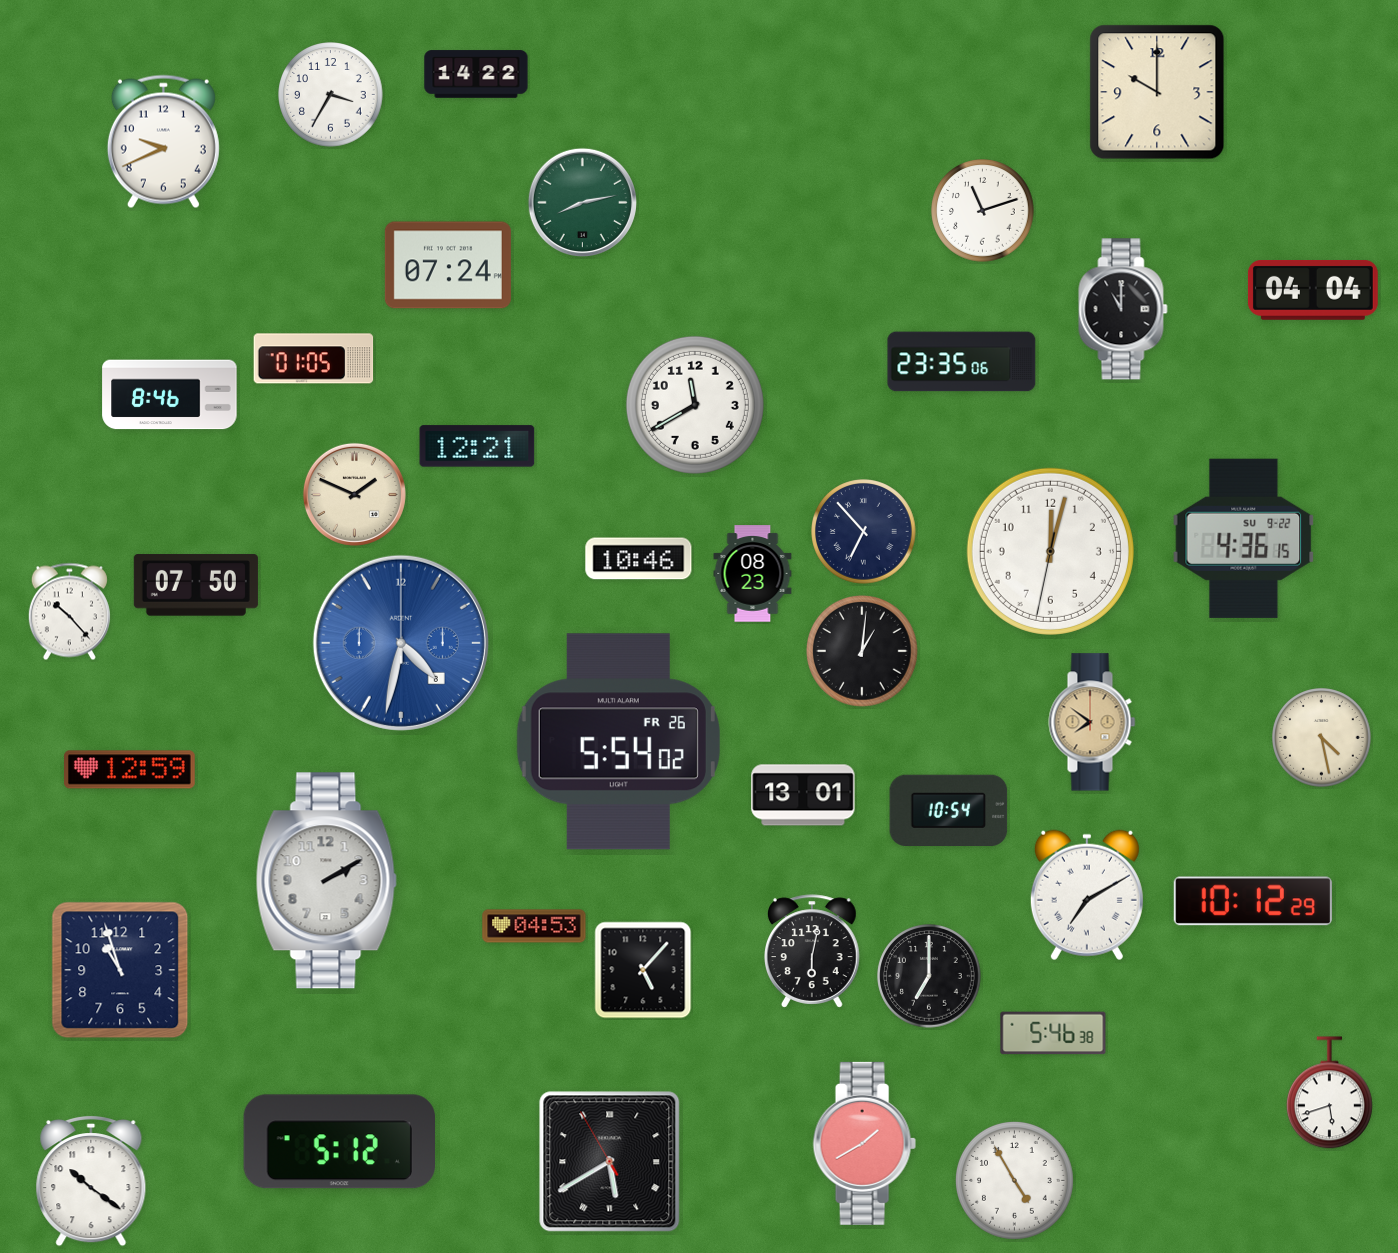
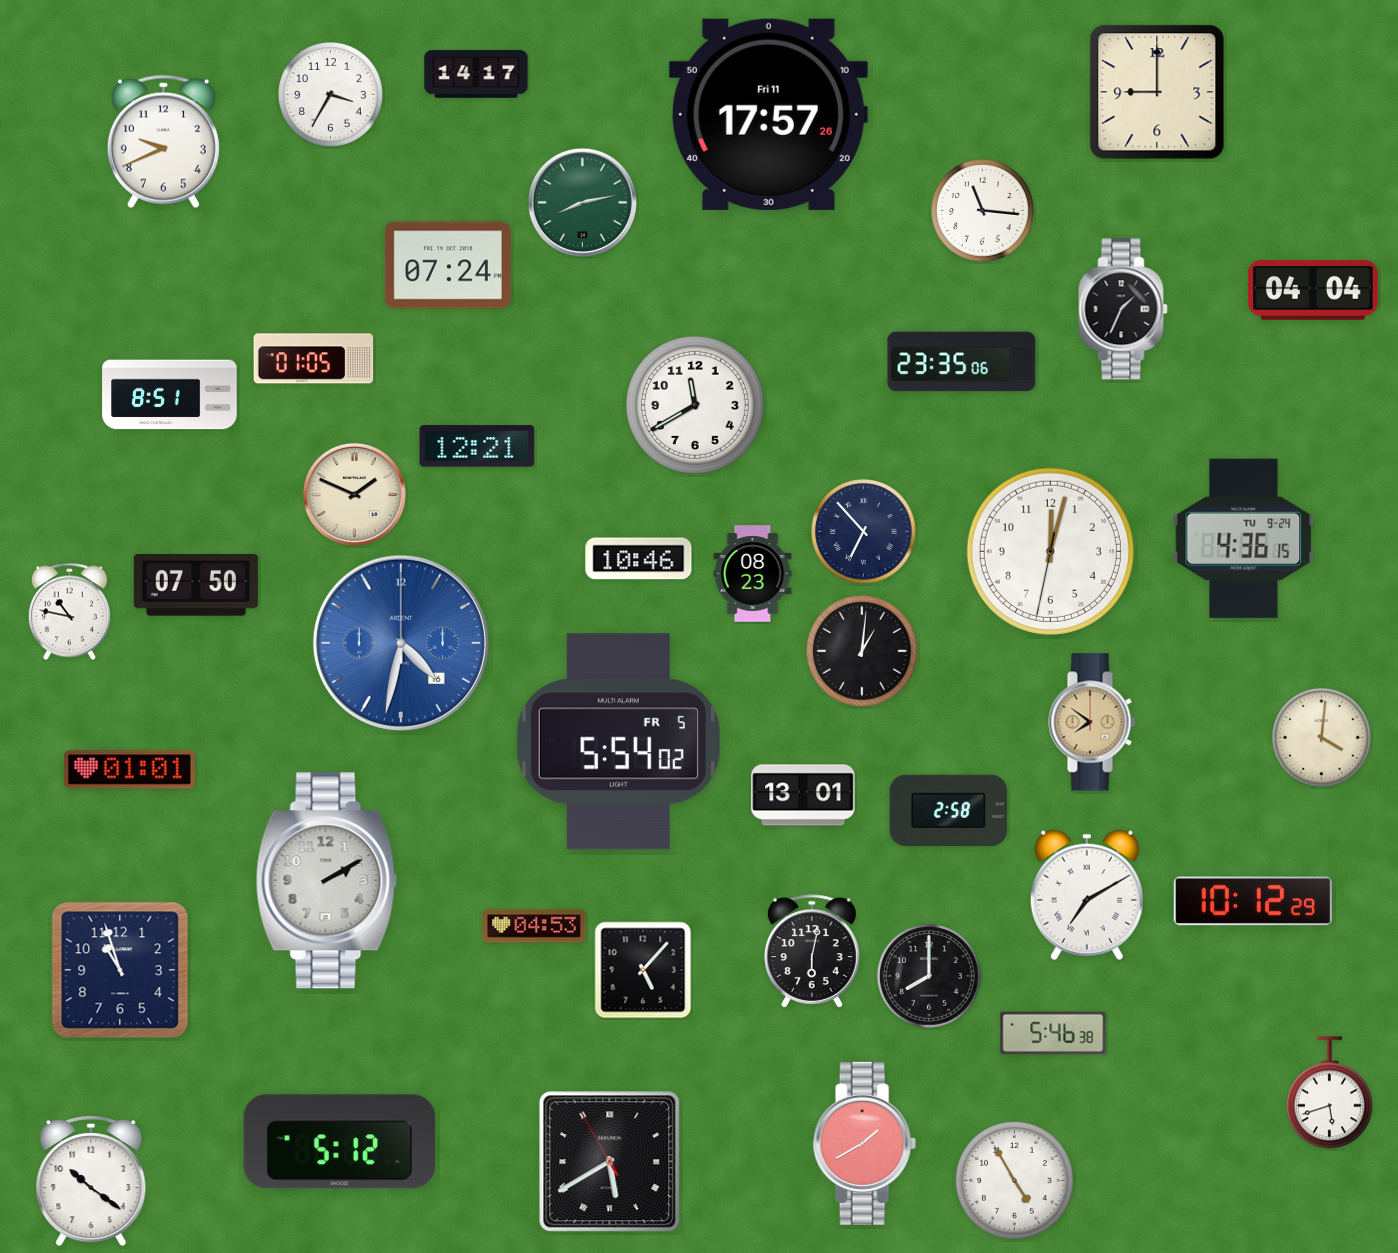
clock at (476, 74): 14:22 -> 14:17
clock at (1157, 92): 10:00 -> 9:00
clock at (768, 114): none -> 17:57
clock at (983, 211): 11:12 -> 11:16
clock at (1123, 309): 11:00 -> 1:34
clock at (170, 395): 8:46 -> 8:51
clock at (1244, 538) date: SU 9-22 -> TU 9-24
clock at (69, 612): 10:23 -> 10:47
clock at (401, 643) date: 8 -> 16
clock at (1322, 738): 4:28 -> 4:01
clock at (618, 742) date: FR 26 -> FR 5
clock at (130, 770): 12:59 -> 01:01
clock at (949, 810): 10:54 -> 2:58
clock at (929, 976): 7:00 -> 8:00
